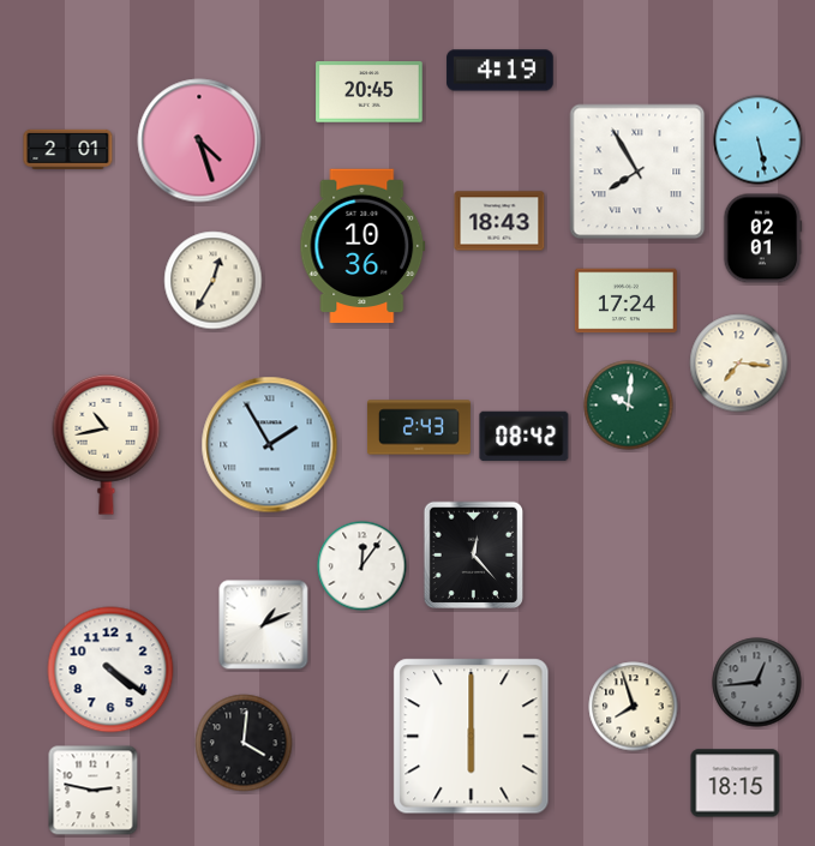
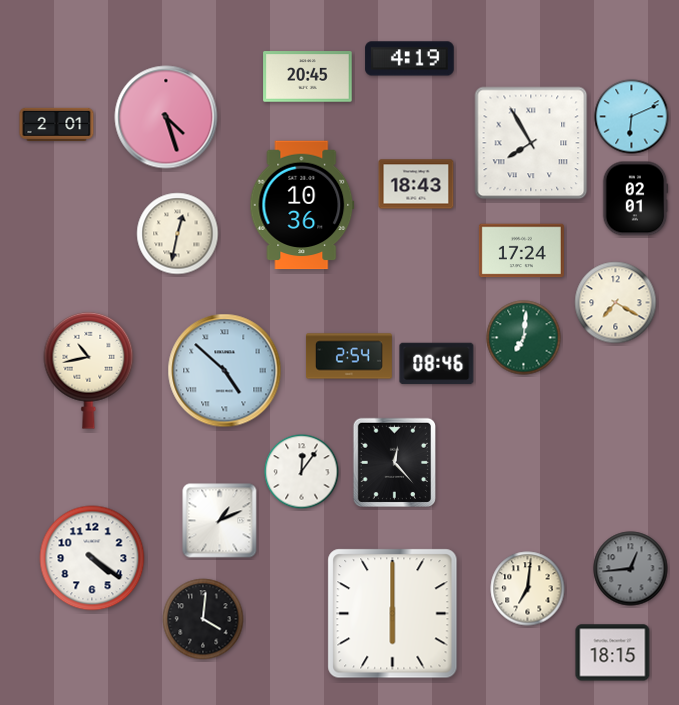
clock at (501, 71) position: (501, 71) -> (410, 59)
clock at (759, 140): 5:28 -> 6:11
clock at (214, 281): 12:35 -> 12:32
clock at (739, 364): 7:16 -> 7:20
clock at (629, 406): 10:01 -> 7:01
clock at (419, 427): 2:43 -> 2:54
clock at (525, 437): 08:42 -> 08:46
clock at (270, 445): 1:55 -> 4:52
clock at (634, 707): 7:57 -> 7:01
clock at (94, 791): 2:47 -> none
